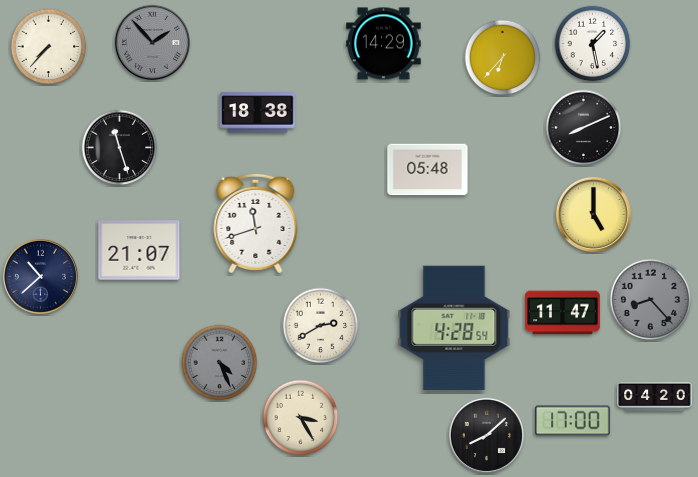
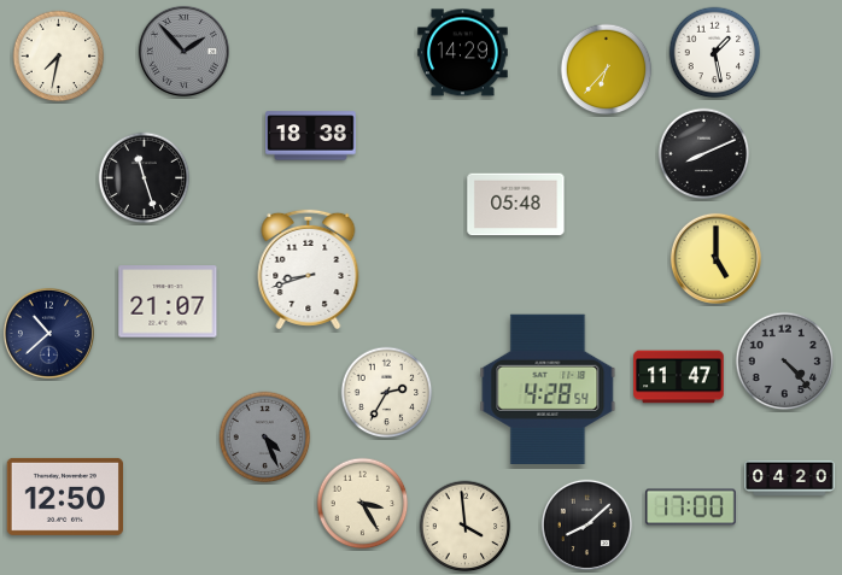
clock at (49, 47): 7:37 -> 7:32
clock at (256, 223): 11:42 -> 8:42
clock at (651, 300): 8:23 -> 4:23
clock at (321, 326): 2:40 -> 2:35
clock at (454, 328) position: (454, 328) -> (548, 389)
clock at (64, 497): none -> 12:50
clock at (466, 527): none -> 3:59
